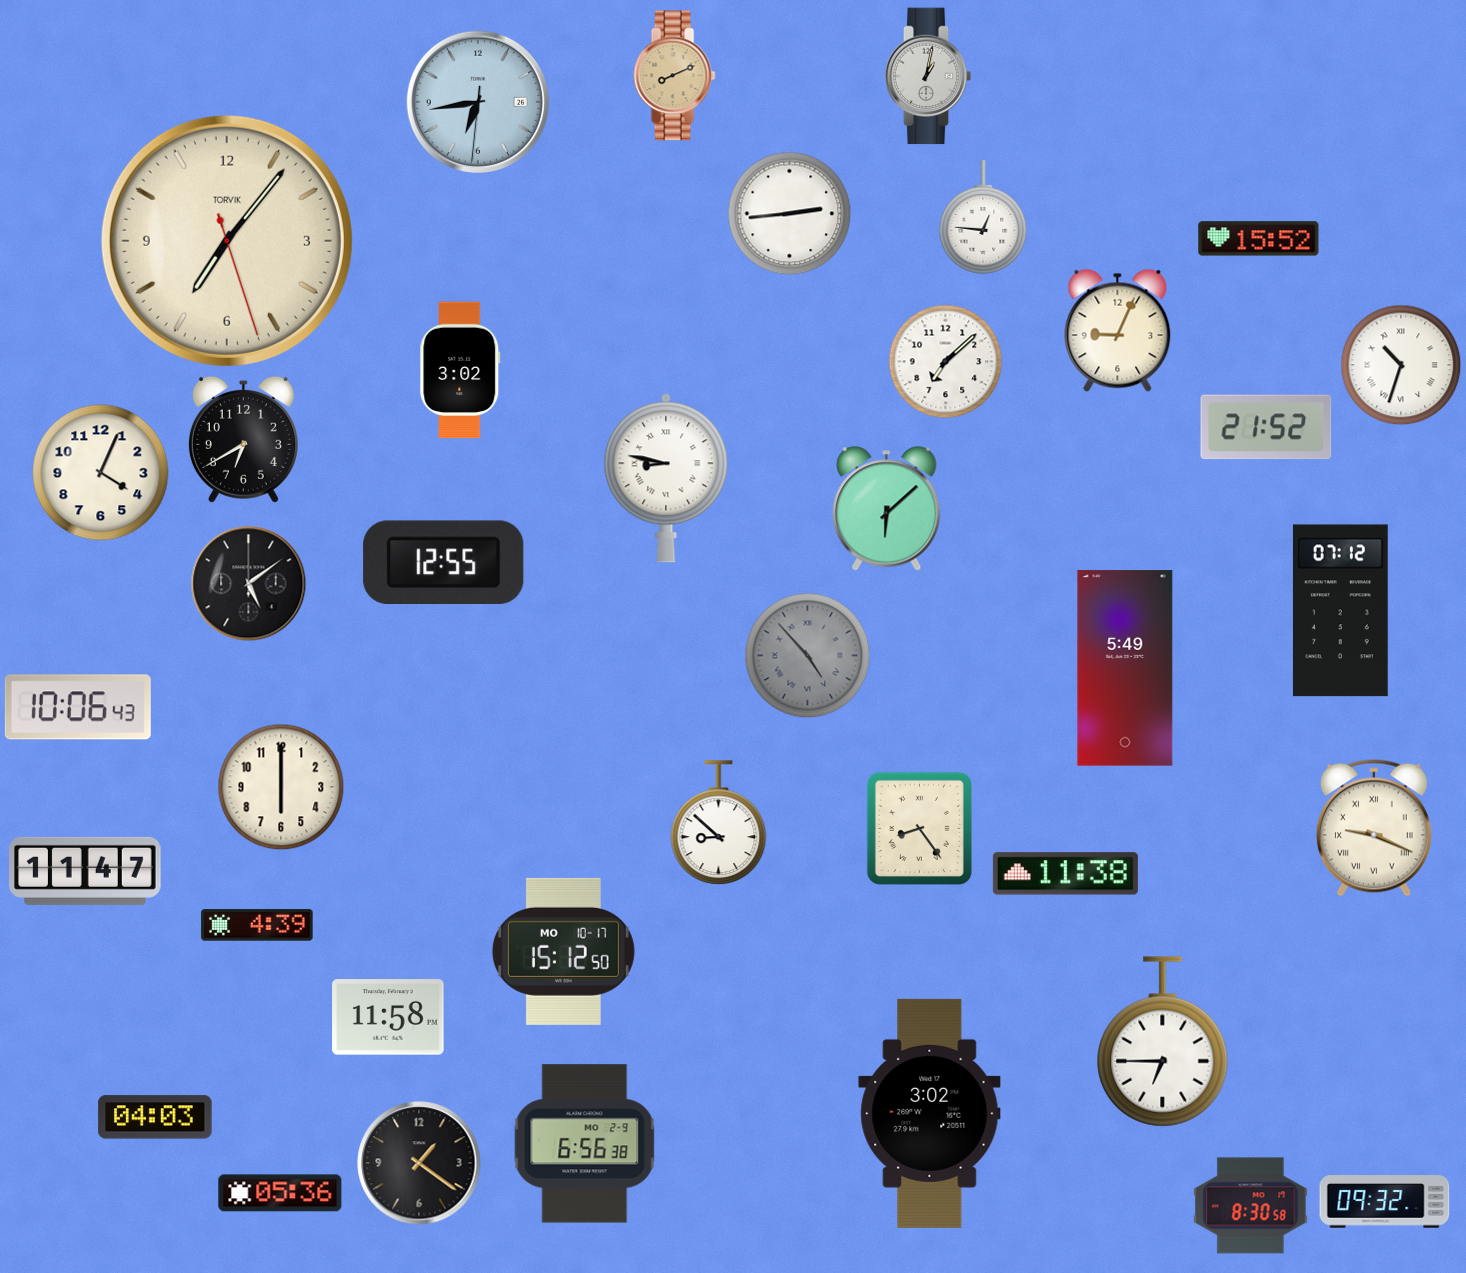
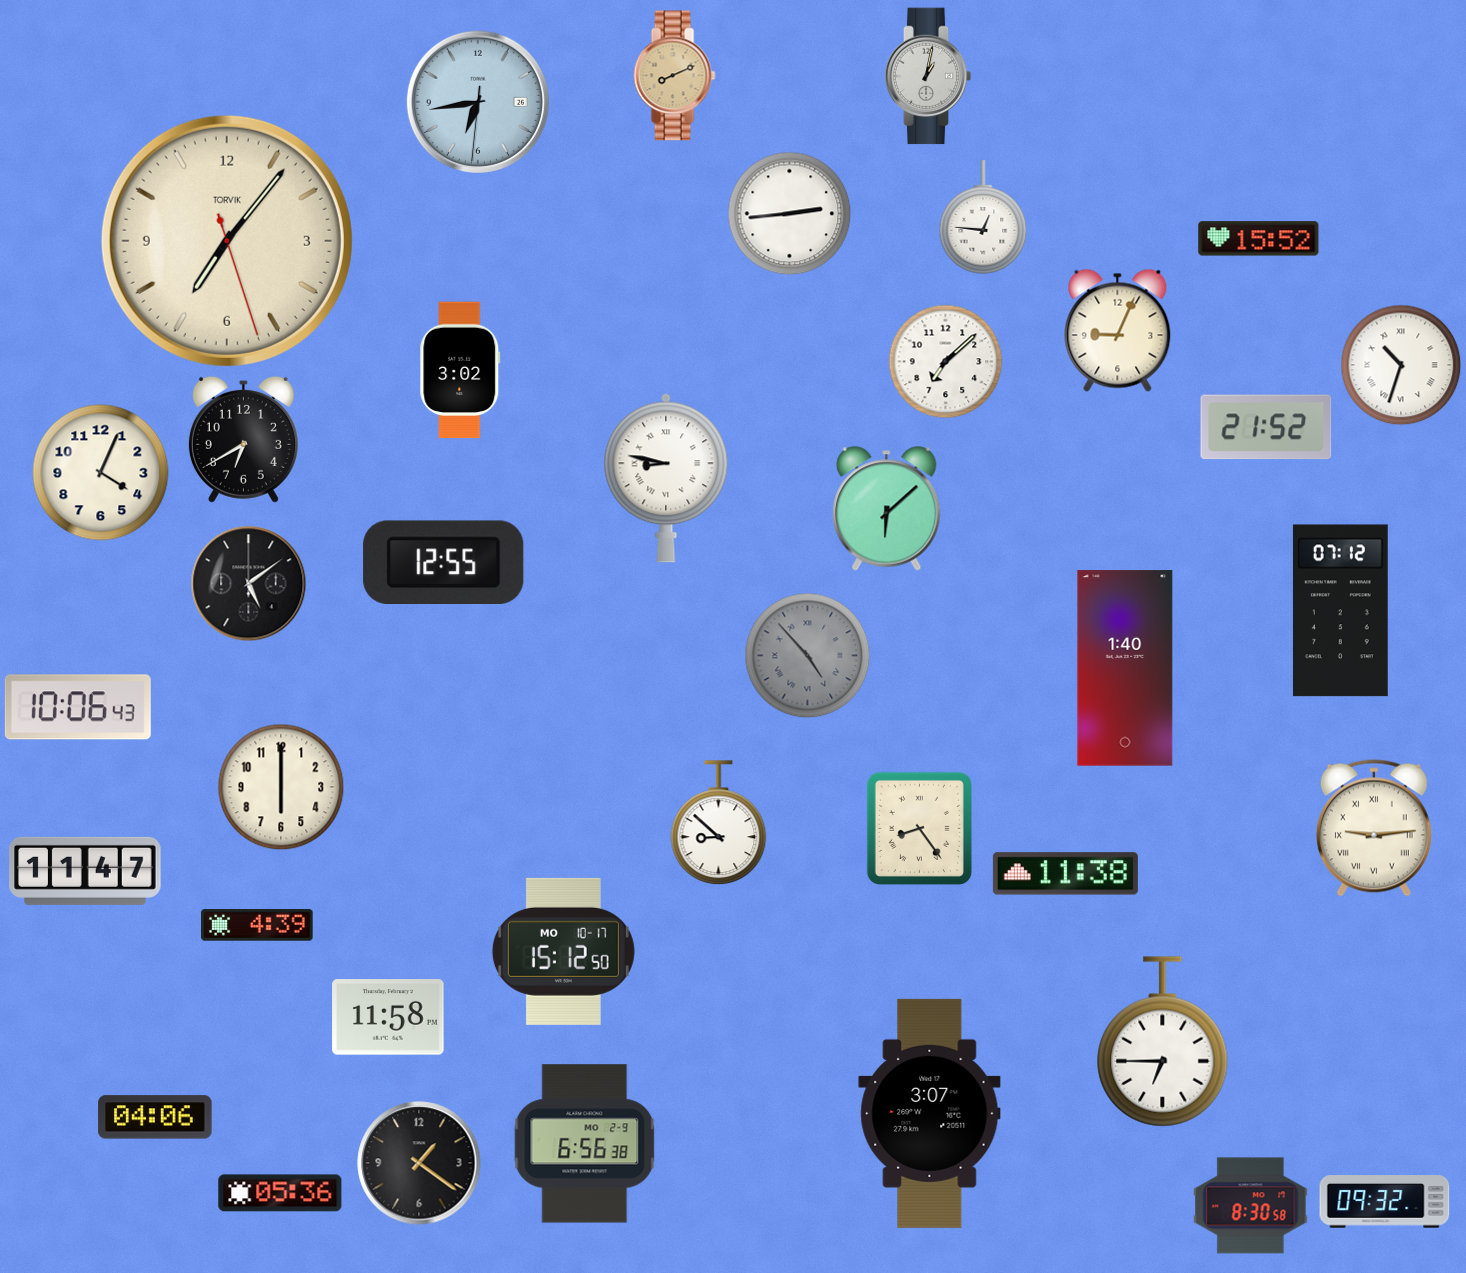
clock at (1125, 668): 5:49 -> 1:40
clock at (1374, 828): 9:19 -> 9:14
clock at (930, 1113): 3:02 -> 3:07
clock at (155, 1117): 04:03 -> 04:06
